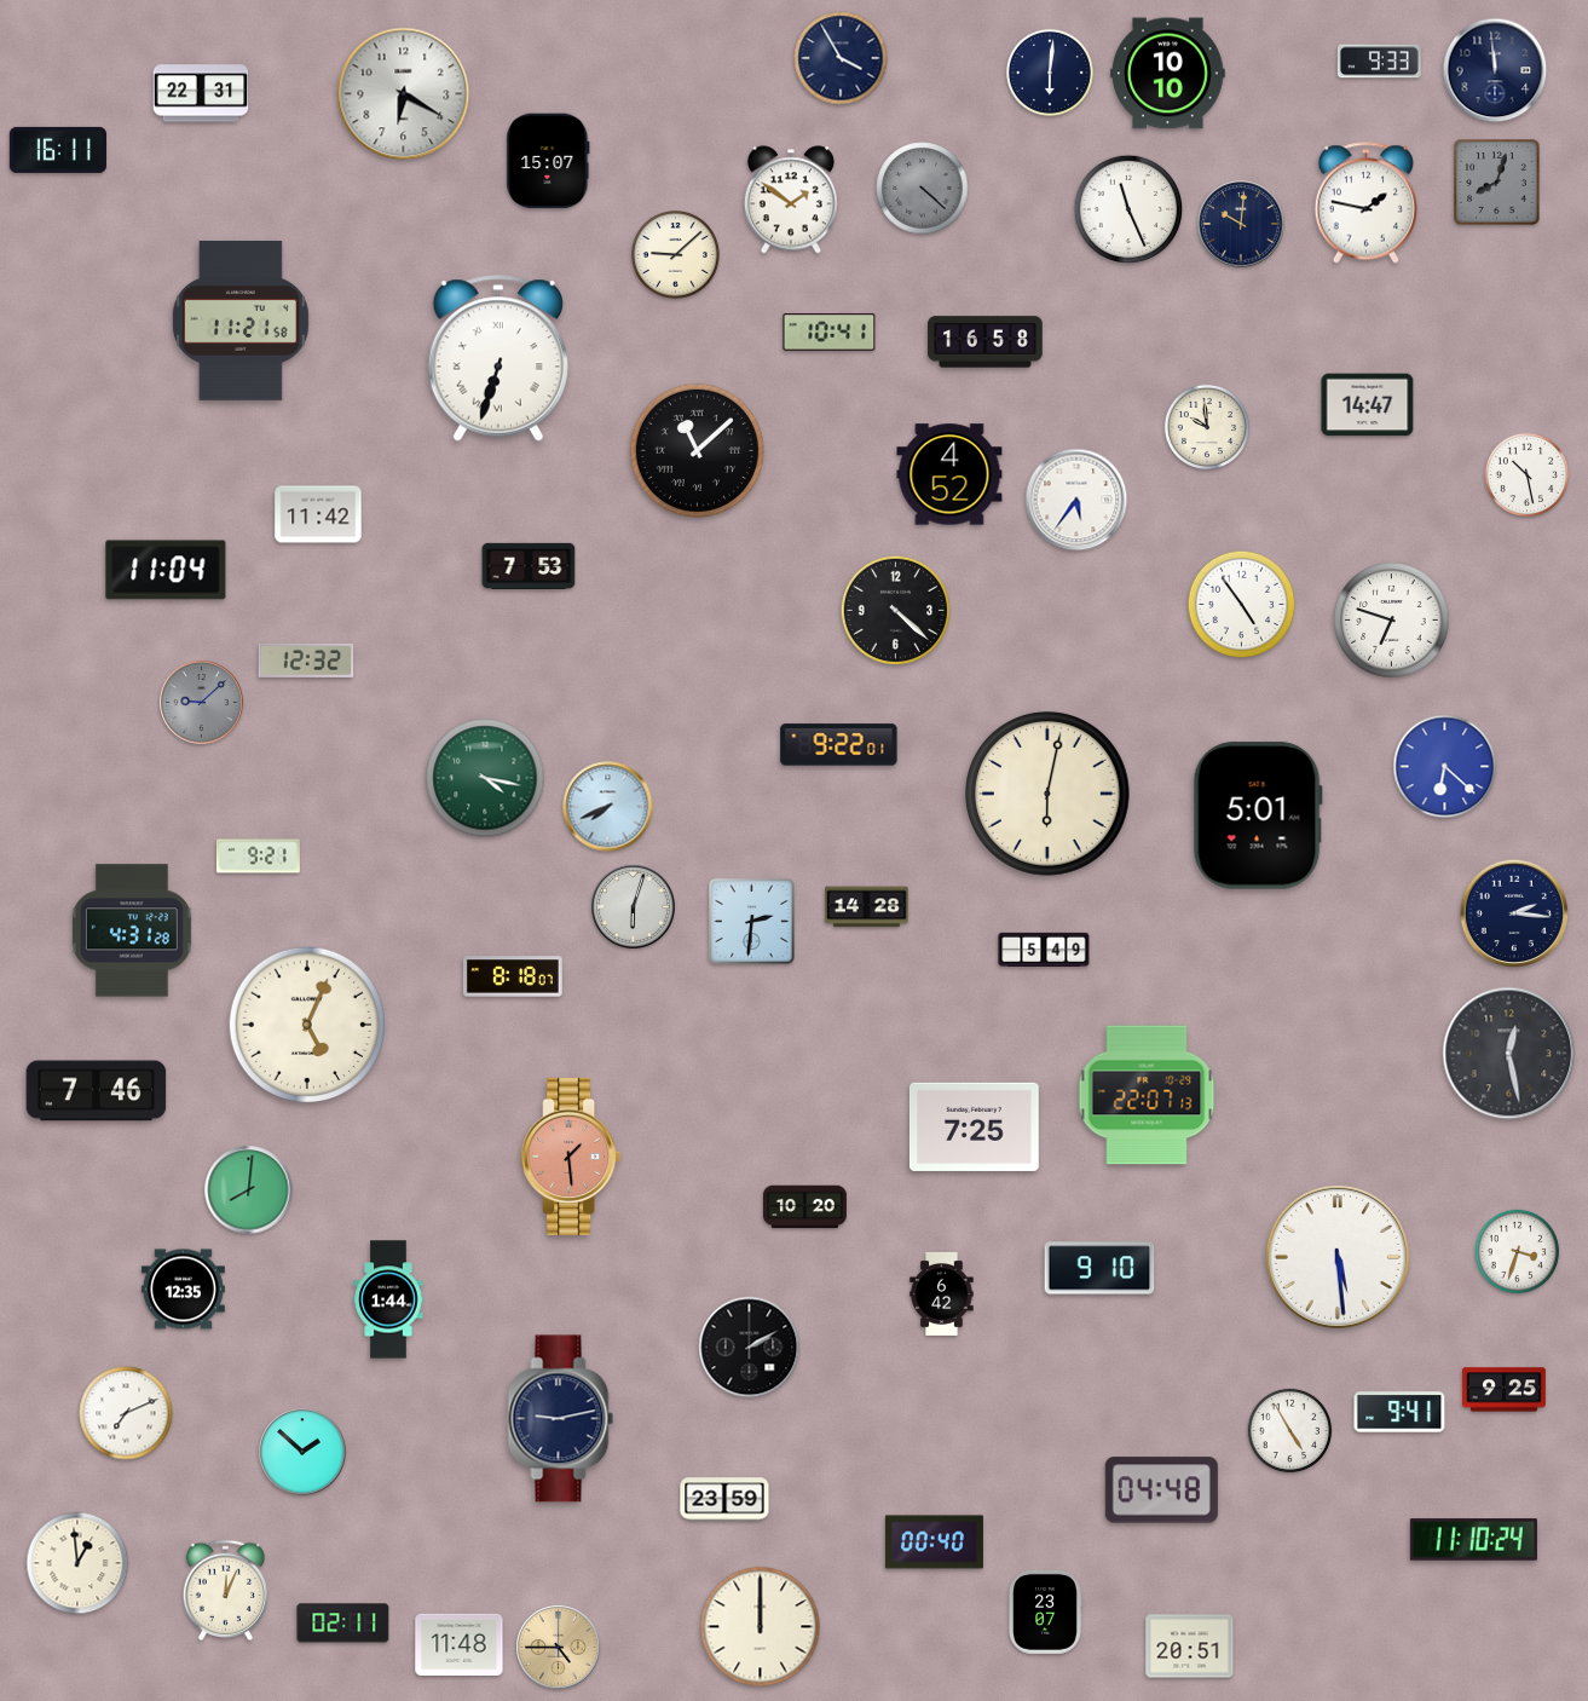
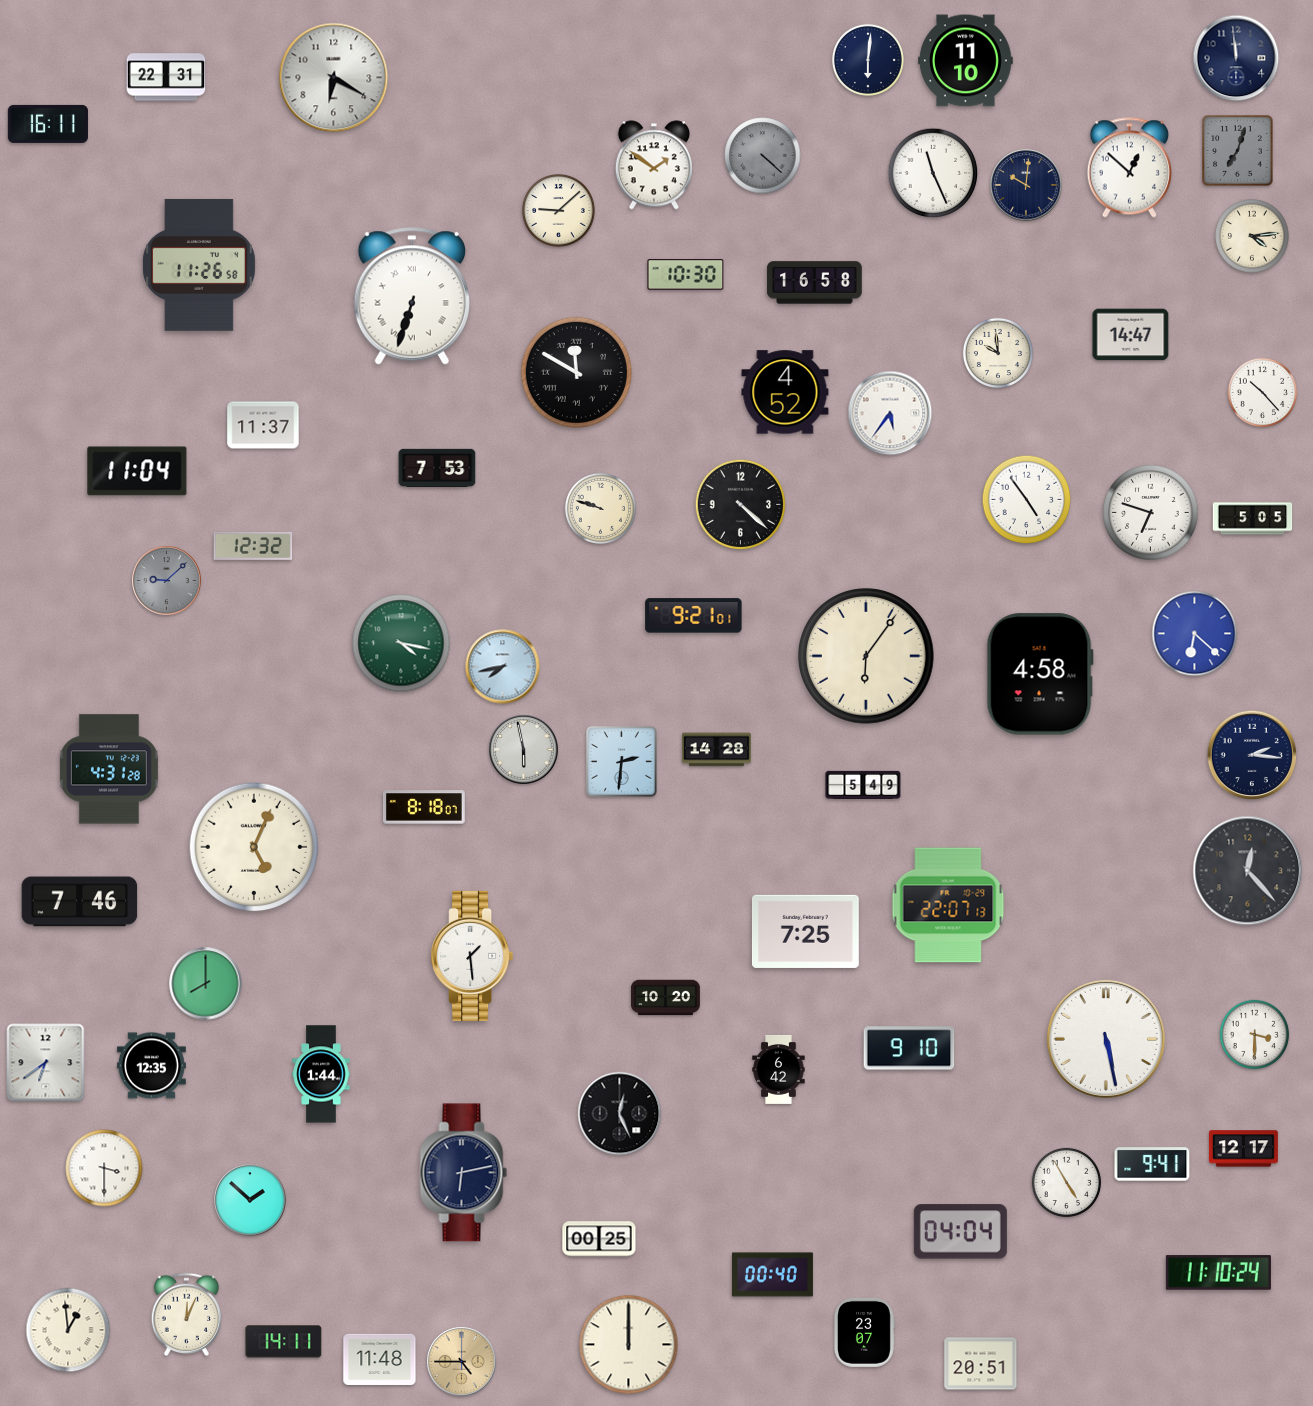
clock at (841, 58): 3:55 -> none
clock at (1379, 62): 9:33 -> none
clock at (1168, 74): 10:10 -> 11:10
clock at (548, 161): 15:07 -> none
clock at (1497, 183): 8:03 -> 7:03
clock at (1365, 203): 1:47 -> 12:52
clock at (1252, 236): none -> 4:14
clock at (241, 321): 11:21 -> 11:26
clock at (830, 333): 10:41 -> 10:30
clock at (697, 450): 11:08 -> 11:50
clock at (1528, 475): 10:28 -> 10:23
clock at (318, 514): 11:42 -> 11:37
clock at (600, 508): none -> 9:48
clock at (1253, 519): none -> 5:05
clock at (839, 745): 9:22 -> 9:21
clock at (1047, 794): 6:02 -> 6:06
clock at (608, 807): 7:41 -> 7:43
clock at (1258, 815): 5:01 -> 4:58
clock at (258, 857): 9:21 -> none
clock at (634, 907): 6:03 -> 5:58
clock at (1509, 1054): 12:28 -> 12:23
clock at (571, 1157) dial: salmon -> white
clock at (249, 1190): 8:01 -> 8:00
clock at (1518, 1252): 3:33 -> 3:30
clock at (1338, 1257): 5:29 -> 5:28
clock at (46, 1063): none -> 6:39
clock at (750, 1348): 2:10 -> 12:26
clock at (1503, 1390): 9:25 -> 12:17
clock at (1399, 1412) position: (1399, 1412) -> (1152, 1164)
clock at (126, 1413): 7:11 -> 3:30
clock at (561, 1419): 9:13 -> 6:13
clock at (1161, 1490): 04:48 -> 04:04
clock at (724, 1499): 23:59 -> 00:25
clock at (77, 1563) position: (77, 1563) -> (68, 1330)
clock at (343, 1624): 02:11 -> 14:11
clock at (1190, 1647) position: (1190, 1647) -> (981, 1364)
